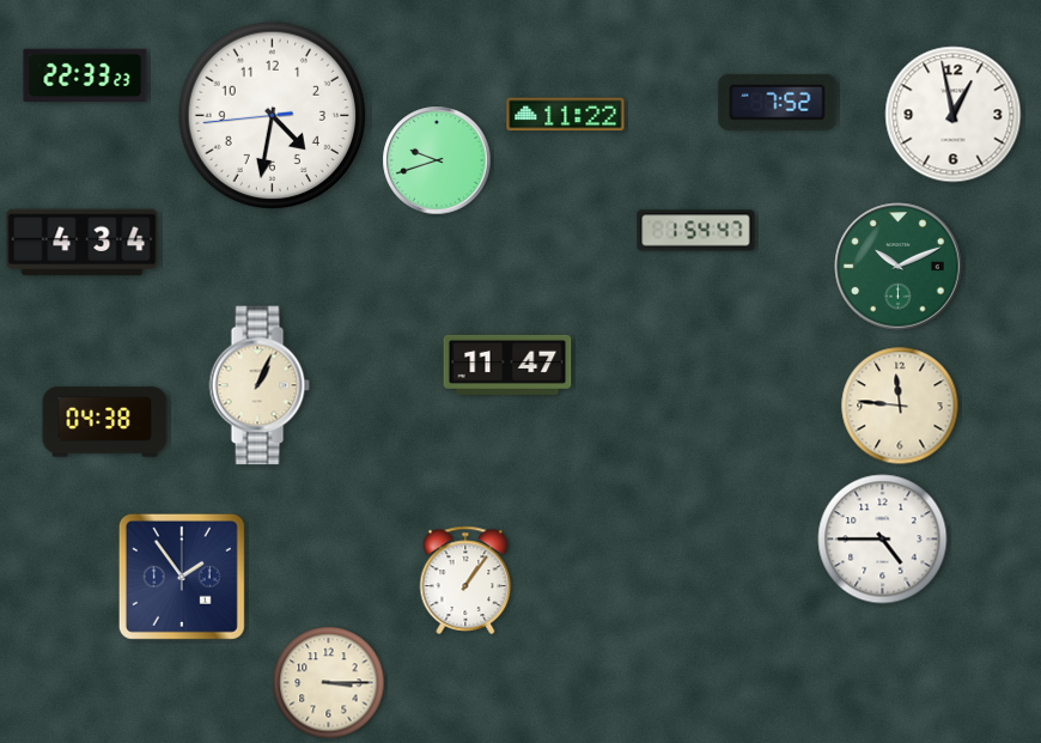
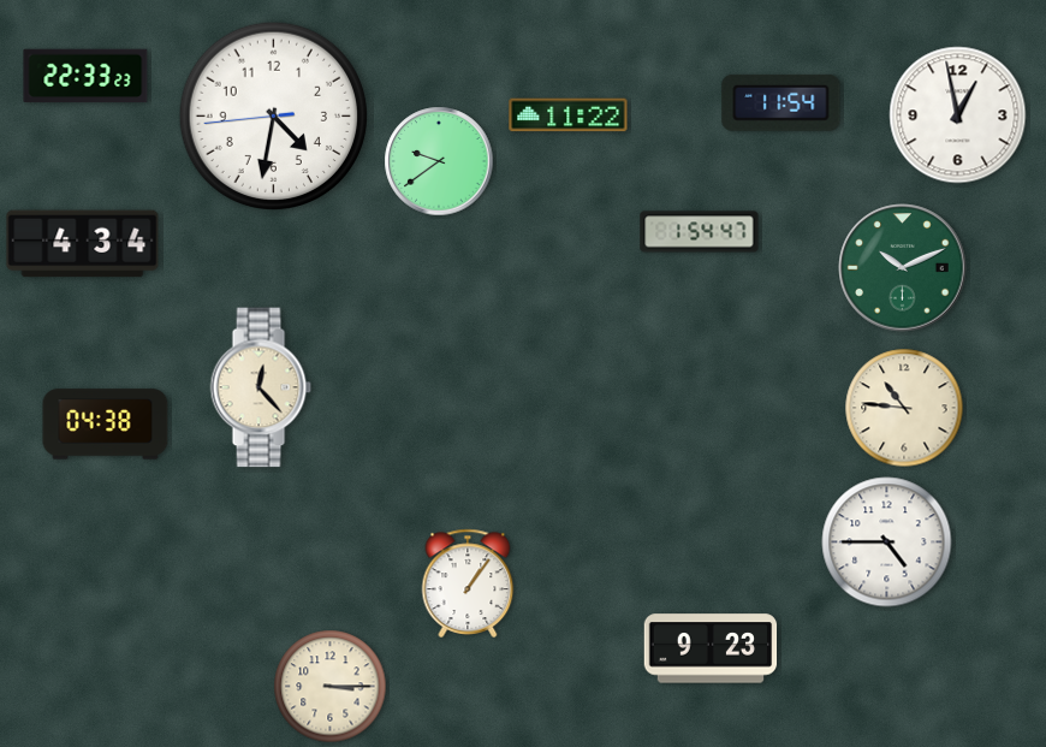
clock at (778, 102): 7:52 -> 11:54
clock at (437, 160): 9:42 -> 9:39
clock at (507, 365): 11:47 -> none
clock at (260, 385): 1:04 -> 12:23
clock at (900, 406): 11:46 -> 10:46
clock at (182, 577): 1:54 -> none
clock at (711, 648): none -> 9:23
